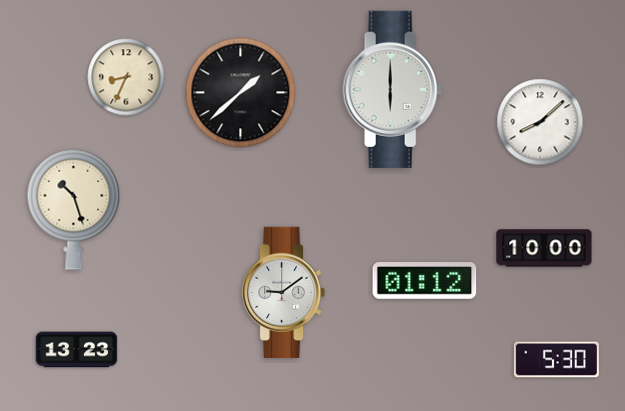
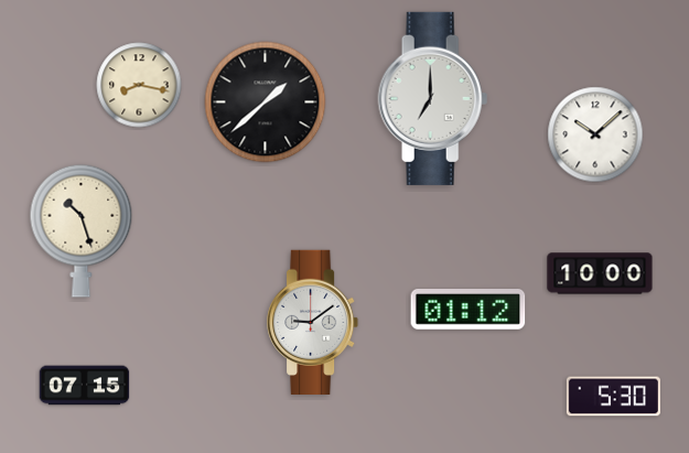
clock at (126, 77): 8:34 -> 8:17
clock at (393, 89): 6:00 -> 7:00
clock at (540, 122): 8:08 -> 10:08
clock at (77, 350): 13:23 -> 07:15
